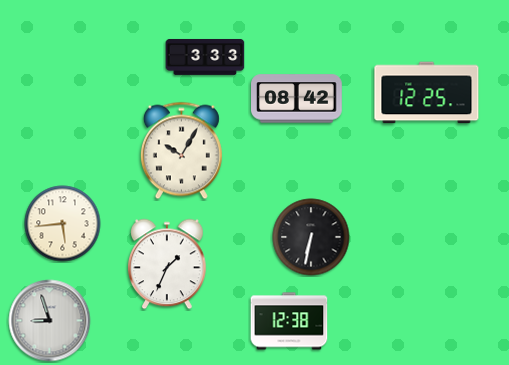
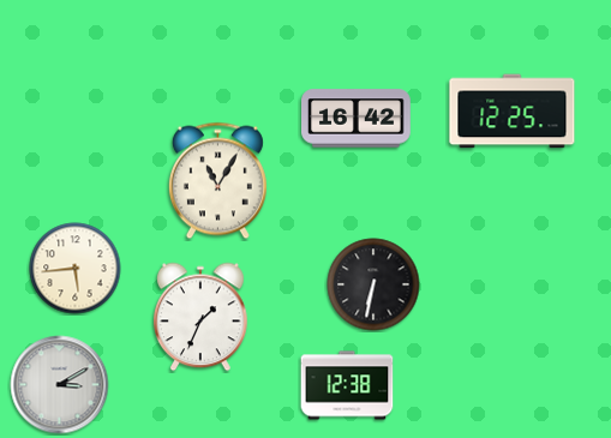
clock at (205, 57): 3:33 -> none
clock at (297, 99): 08:42 -> 16:42
clock at (181, 151): 10:05 -> 11:05
clock at (50, 321): 8:57 -> 3:10
